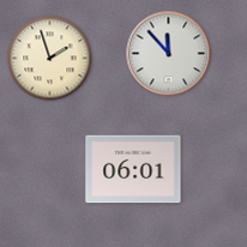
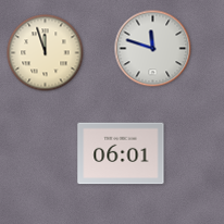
clock at (169, 54): 11:53 -> 11:48
clock at (50, 59): 1:57 -> 11:57
